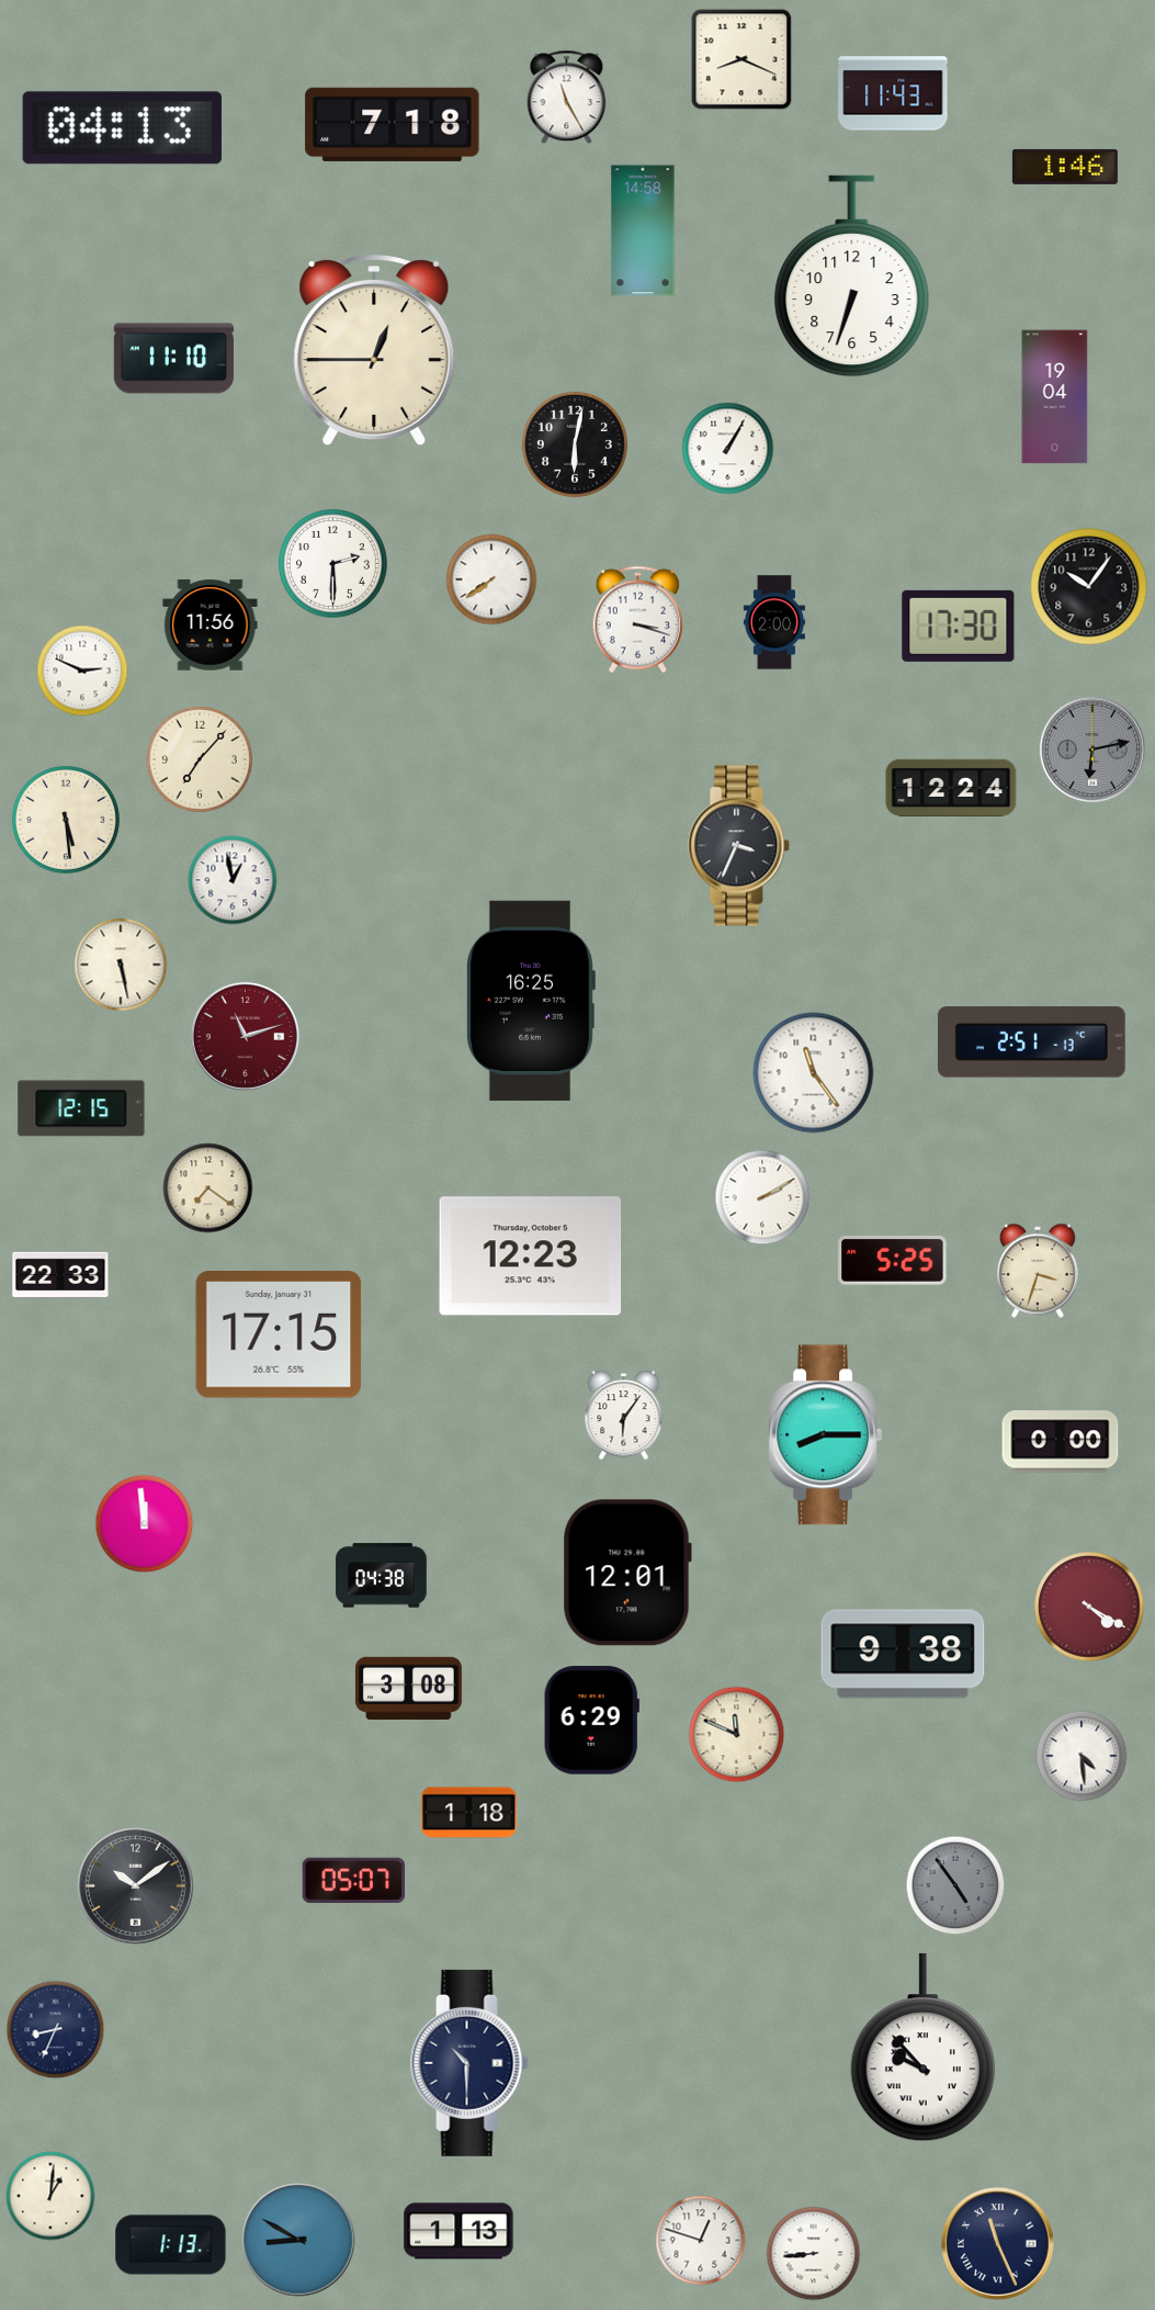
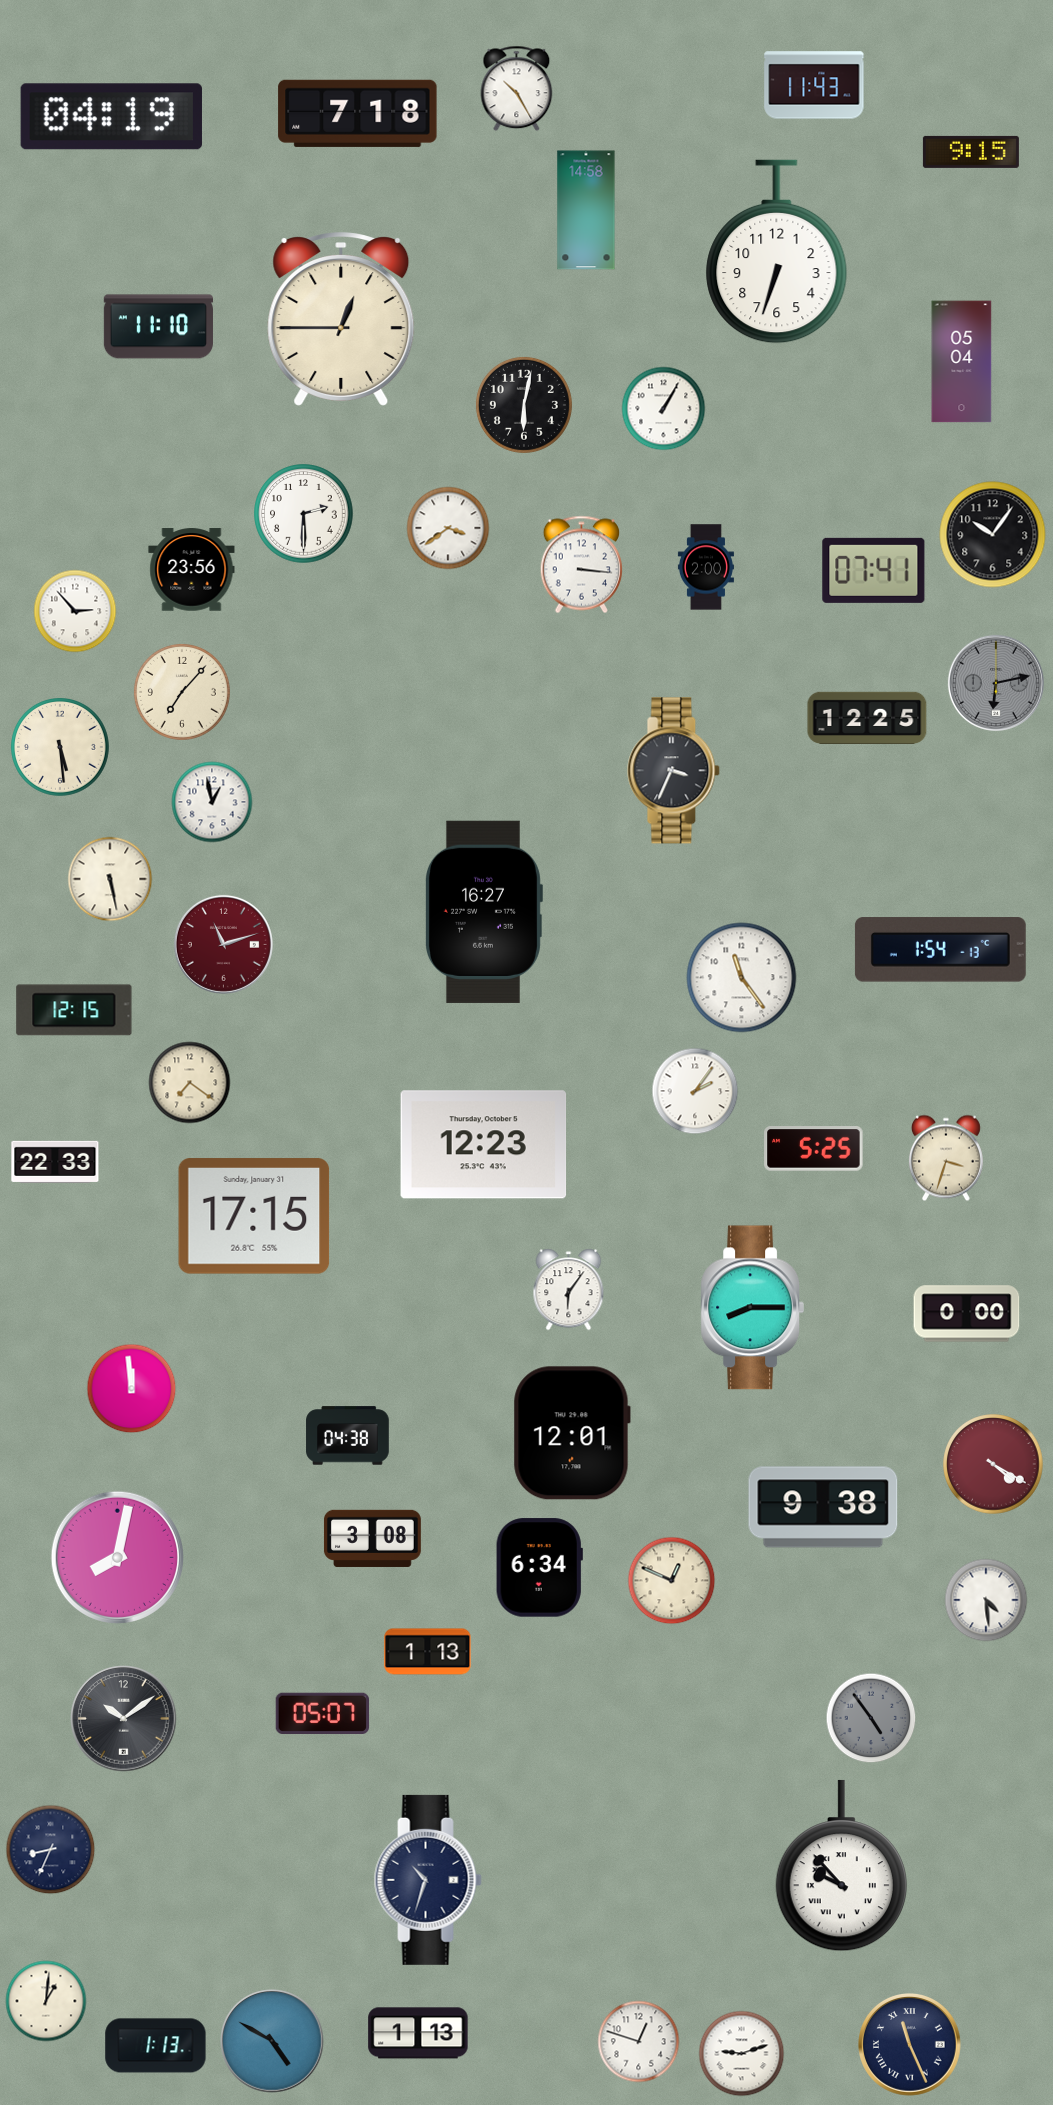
clock at (741, 59): 8:19 -> none
clock at (567, 98): 11:25 -> 10:25
clock at (122, 128): 04:13 -> 04:19
clock at (1065, 167): 1:46 -> 9:15
clock at (1055, 397): 19:04 -> 05:04
clock at (491, 579): 7:39 -> 3:39
clock at (637, 620): 3:18 -> 3:16
clock at (211, 626): 11:56 -> 23:56
clock at (959, 626): 17:30 -> 07:41
clock at (82, 671): 2:49 -> 2:53
clock at (951, 787): 12:24 -> 12:25
clock at (530, 1001): 16:25 -> 16:27
clock at (1031, 1043): 2:51 -> 1:54
clock at (762, 1197): 2:10 -> 2:06
clock at (117, 1557): none -> 8:02
clock at (591, 1721): 6:29 -> 6:34
clock at (737, 1735): 11:49 -> 12:49
clock at (469, 1813): 1:18 -> 1:13
clock at (469, 2063): 10:30 -> 10:33
clock at (298, 2240): 8:50 -> 4:50
clock at (814, 2254): 8:44 -> 9:12
